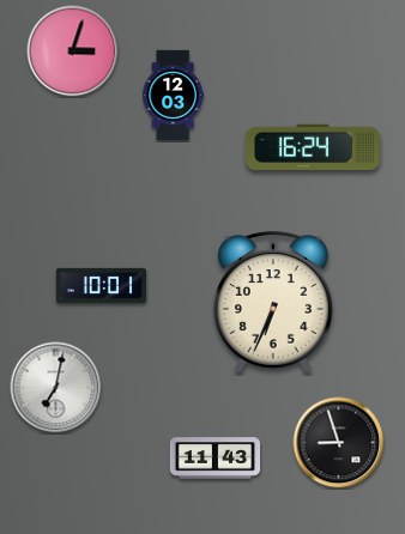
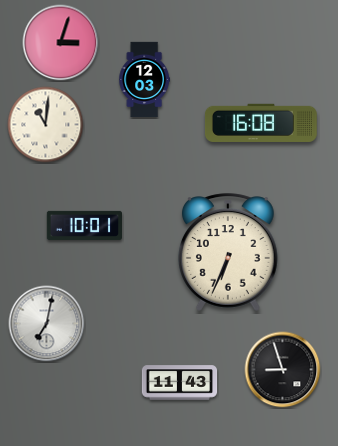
clock at (313, 147): 16:24 -> 16:08
clock at (46, 125): none -> 11:01
clock at (101, 285) position: (101, 285) -> (84, 225)
